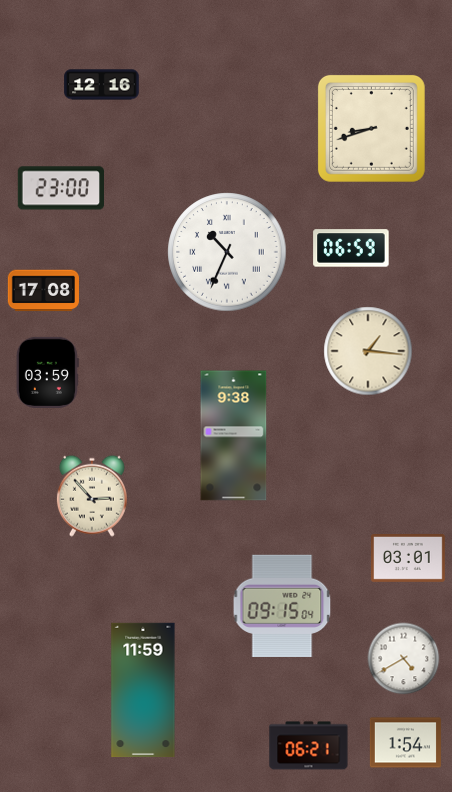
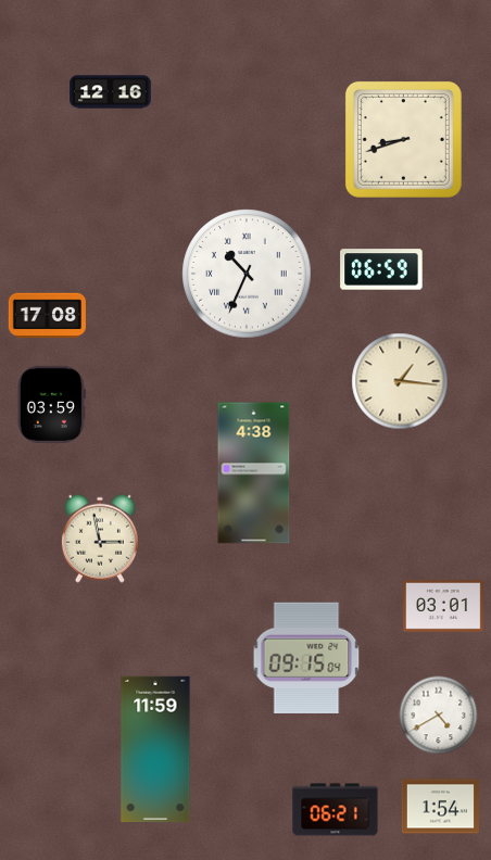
clock at (60, 188): 23:00 -> none
clock at (234, 436): 9:38 -> 4:38
clock at (92, 496): 2:53 -> 2:58
